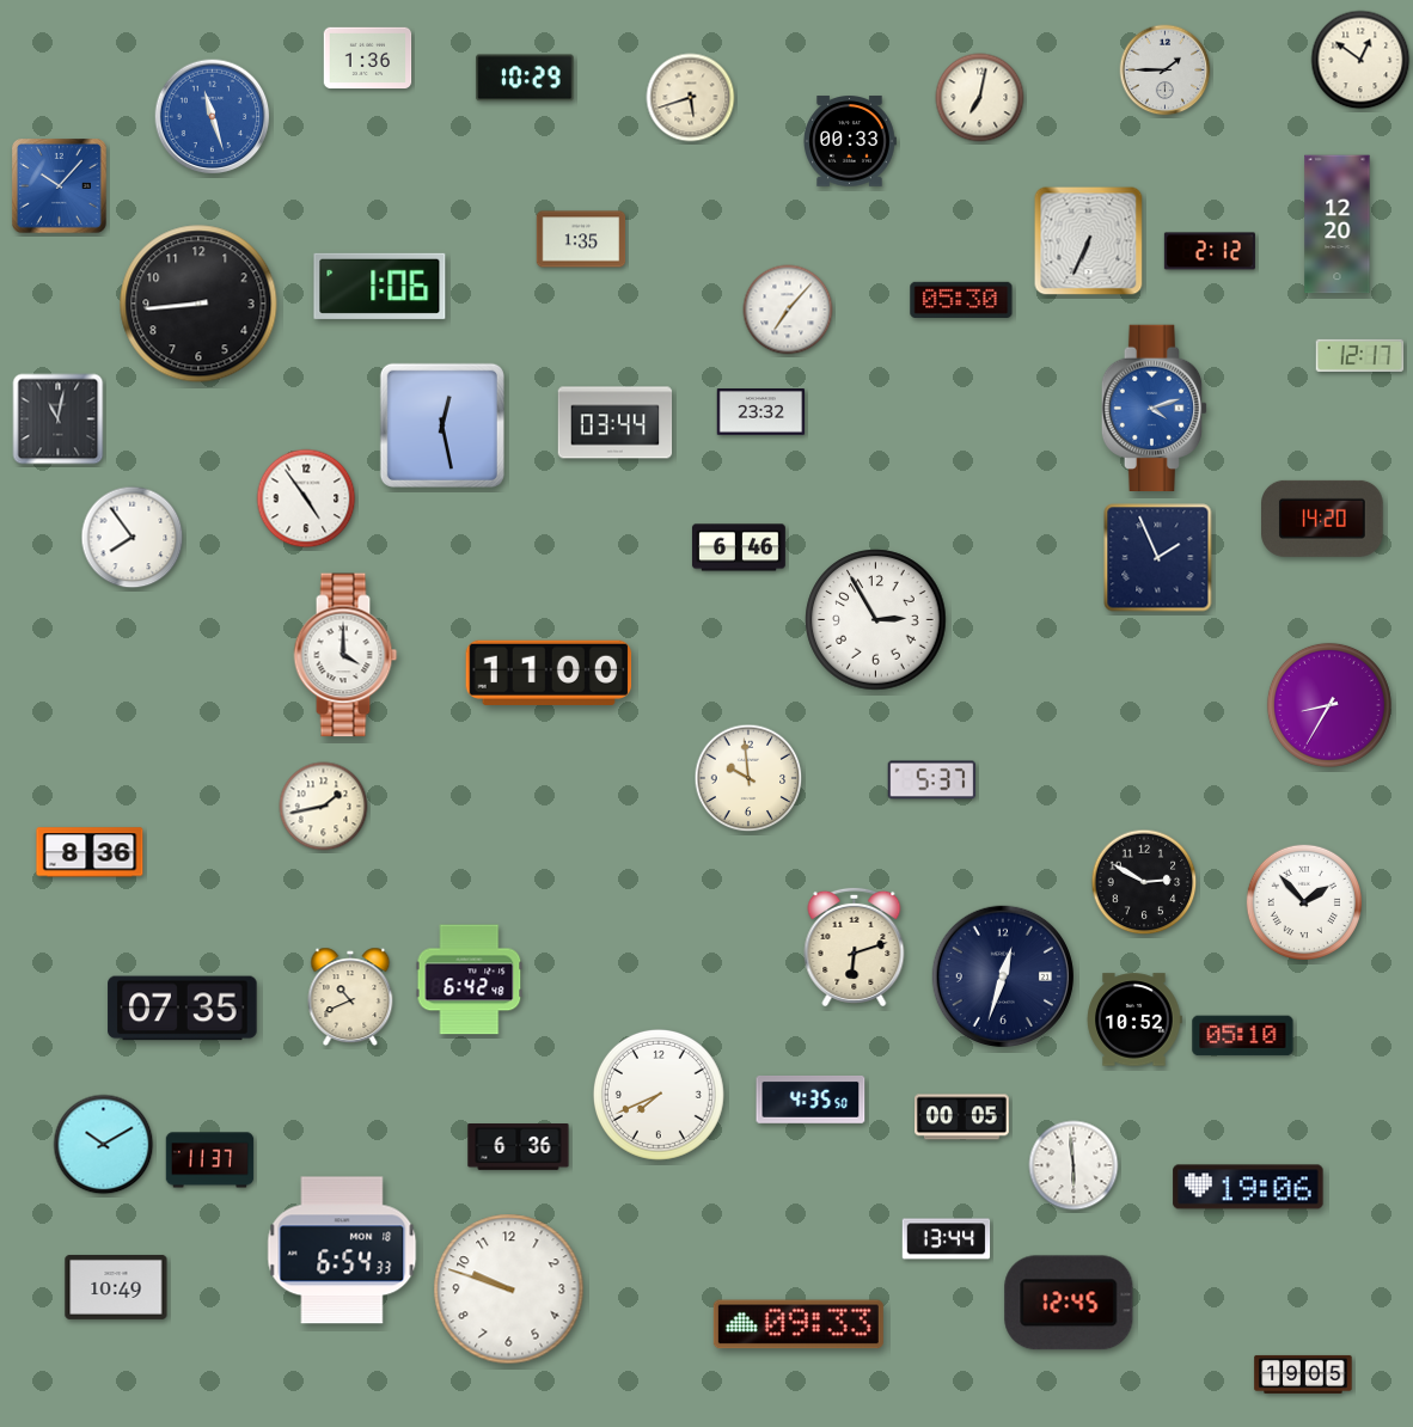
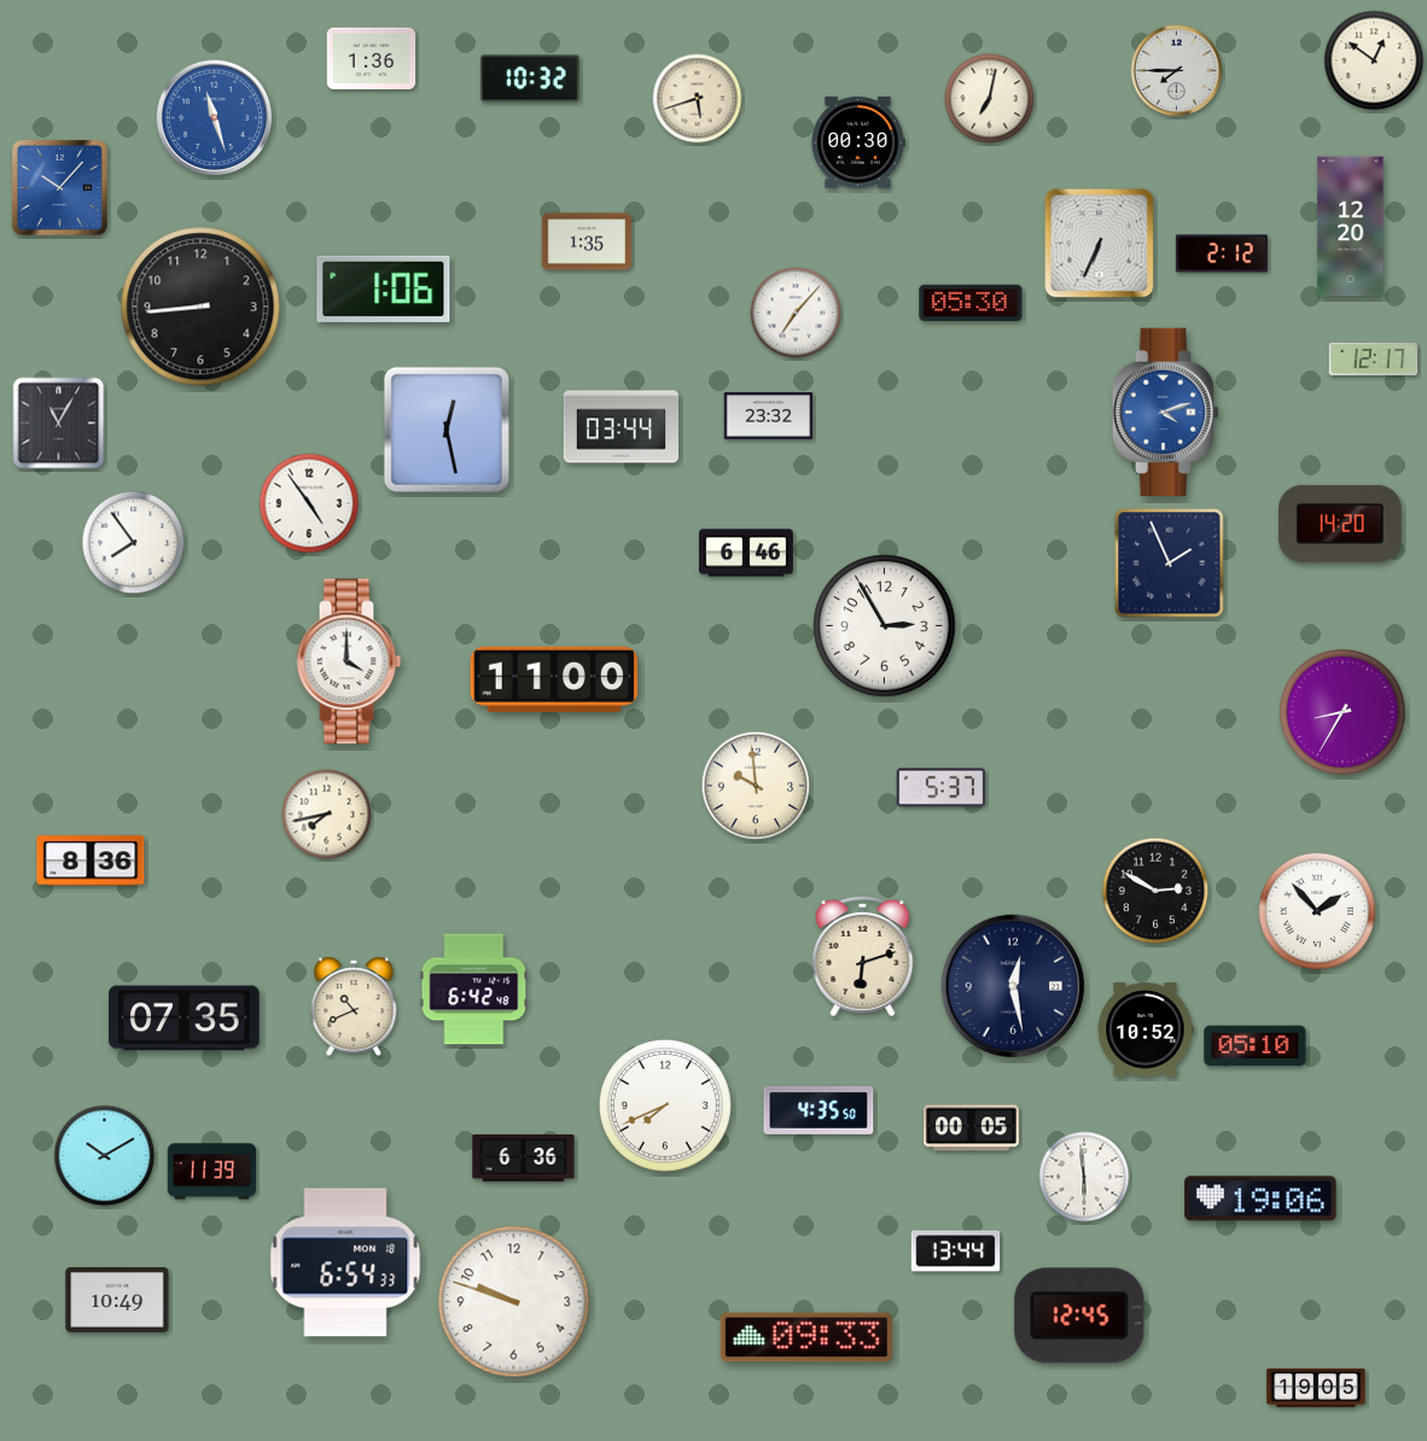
clock at (1166, 71): 1:45 -> 7:45
clock at (525, 78): 10:29 -> 10:32
clock at (850, 141): 00:33 -> 00:30
clock at (59, 419): 11:02 -> 11:05
clock at (1322, 519) position: (1322, 519) -> (1340, 524)
clock at (324, 807): 1:43 -> 7:43
clock at (1003, 976): 12:33 -> 12:28
clock at (210, 1160): 11:37 -> 11:39
